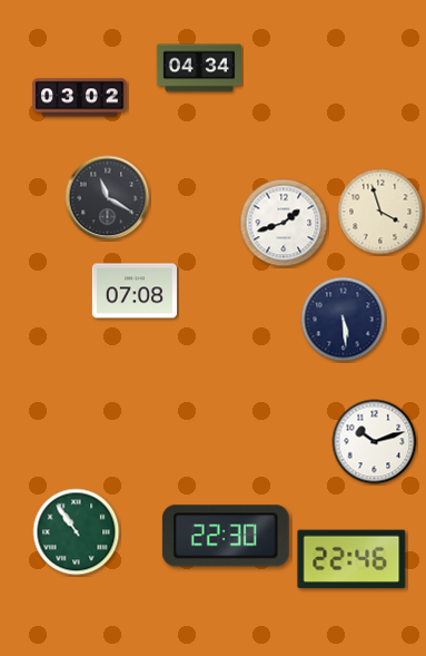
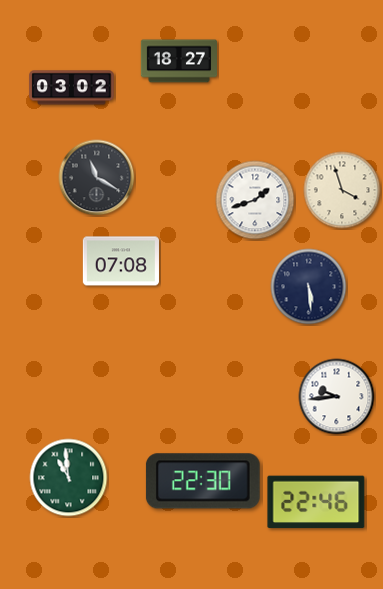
clock at (198, 68): 04:34 -> 18:27
clock at (375, 442): 10:12 -> 9:44
clock at (77, 532): 10:54 -> 10:59
